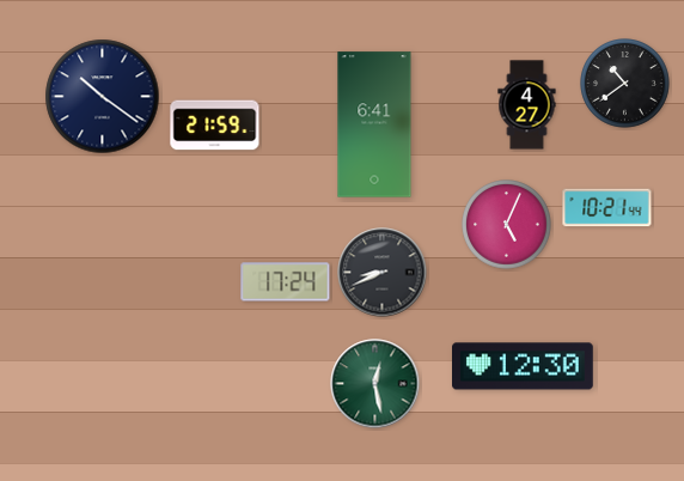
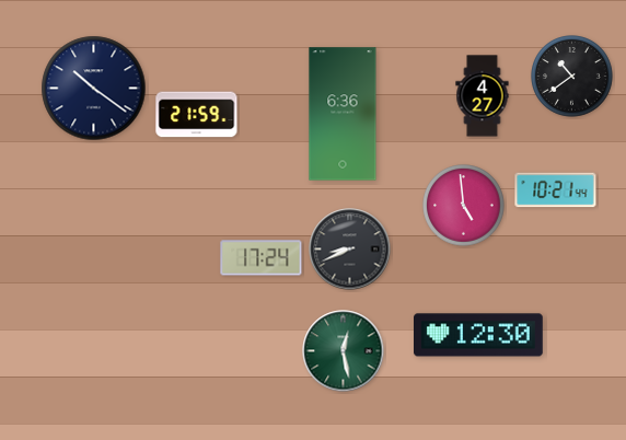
clock at (374, 124): 6:41 -> 6:36
clock at (507, 225): 5:04 -> 4:59
